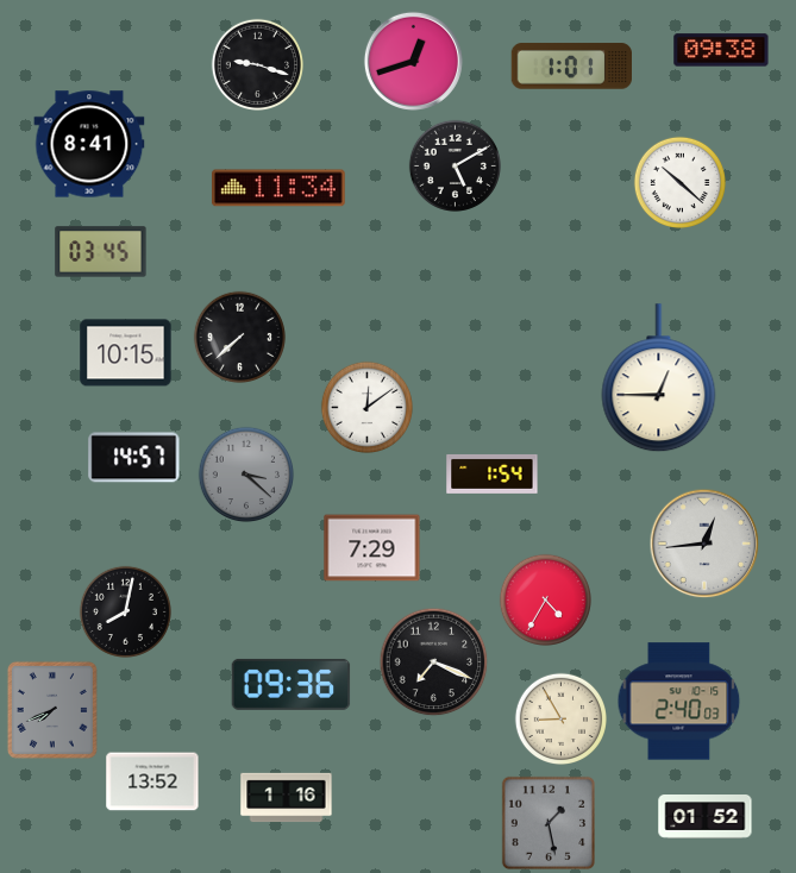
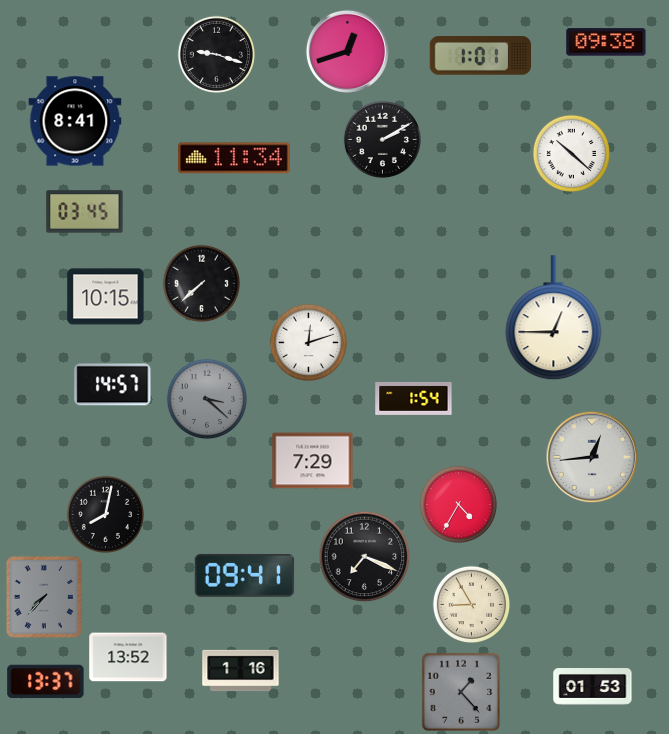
clock at (455, 165): 5:10 -> 2:10
clock at (366, 407): 12:09 -> 12:12
clock at (292, 684): 09:36 -> 09:41
clock at (679, 702): 2:40 -> none
clock at (52, 710): 7:41 -> 7:37
clock at (46, 682): none -> 13:37
clock at (706, 817): 01:52 -> 01:53
clock at (547, 822): 1:28 -> 1:23
